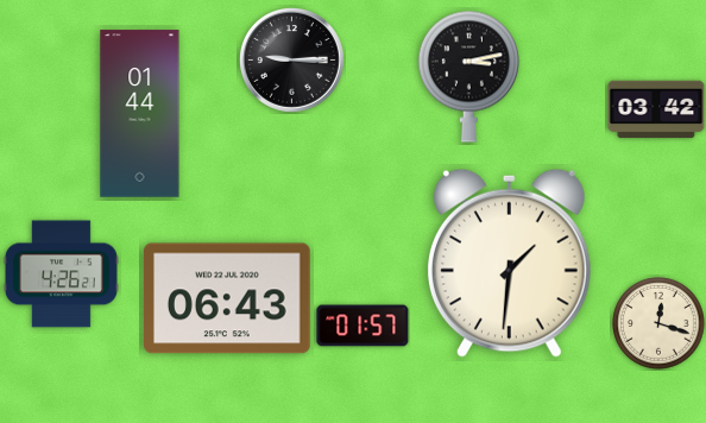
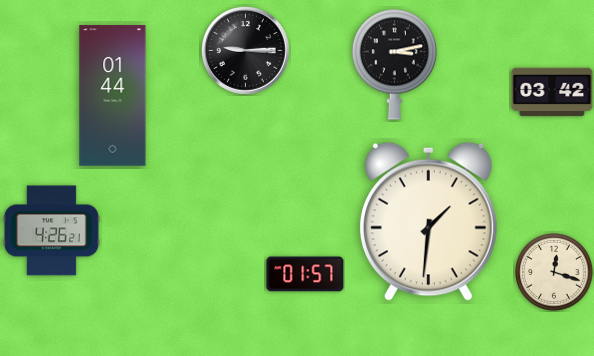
clock at (140, 114) position: (140, 114) -> (113, 96)
clock at (228, 298): 06:43 -> none
